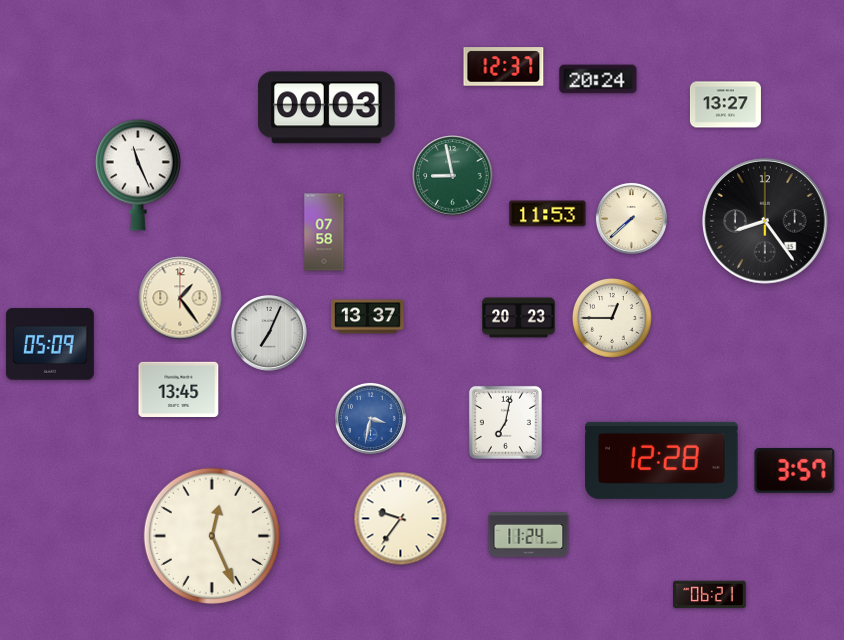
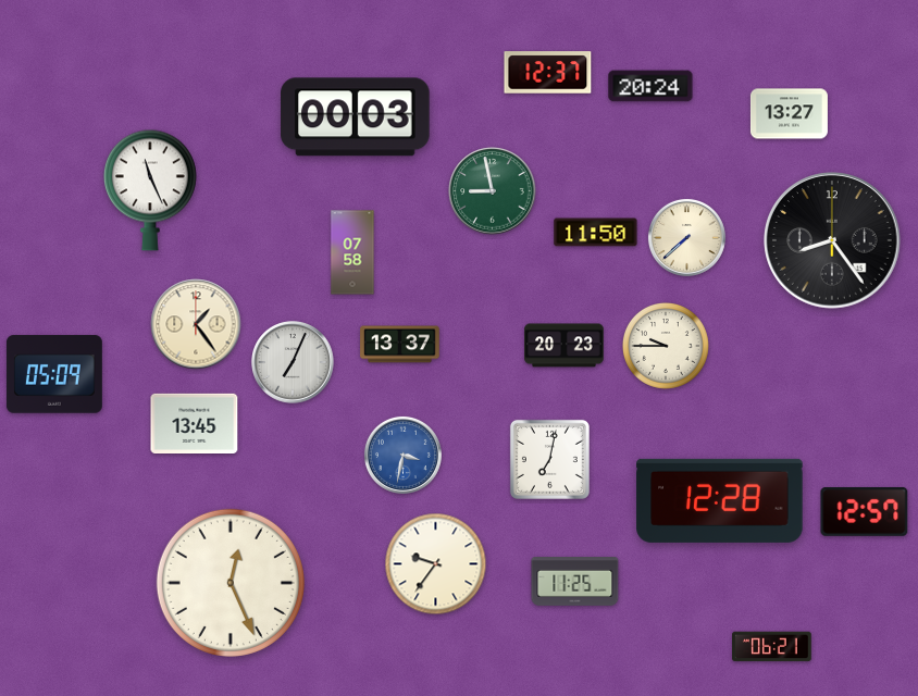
clock at (548, 214): 11:53 -> 11:50
clock at (612, 318): 12:45 -> 9:45
clock at (795, 470): 3:57 -> 12:57
clock at (529, 535): 11:24 -> 11:25
